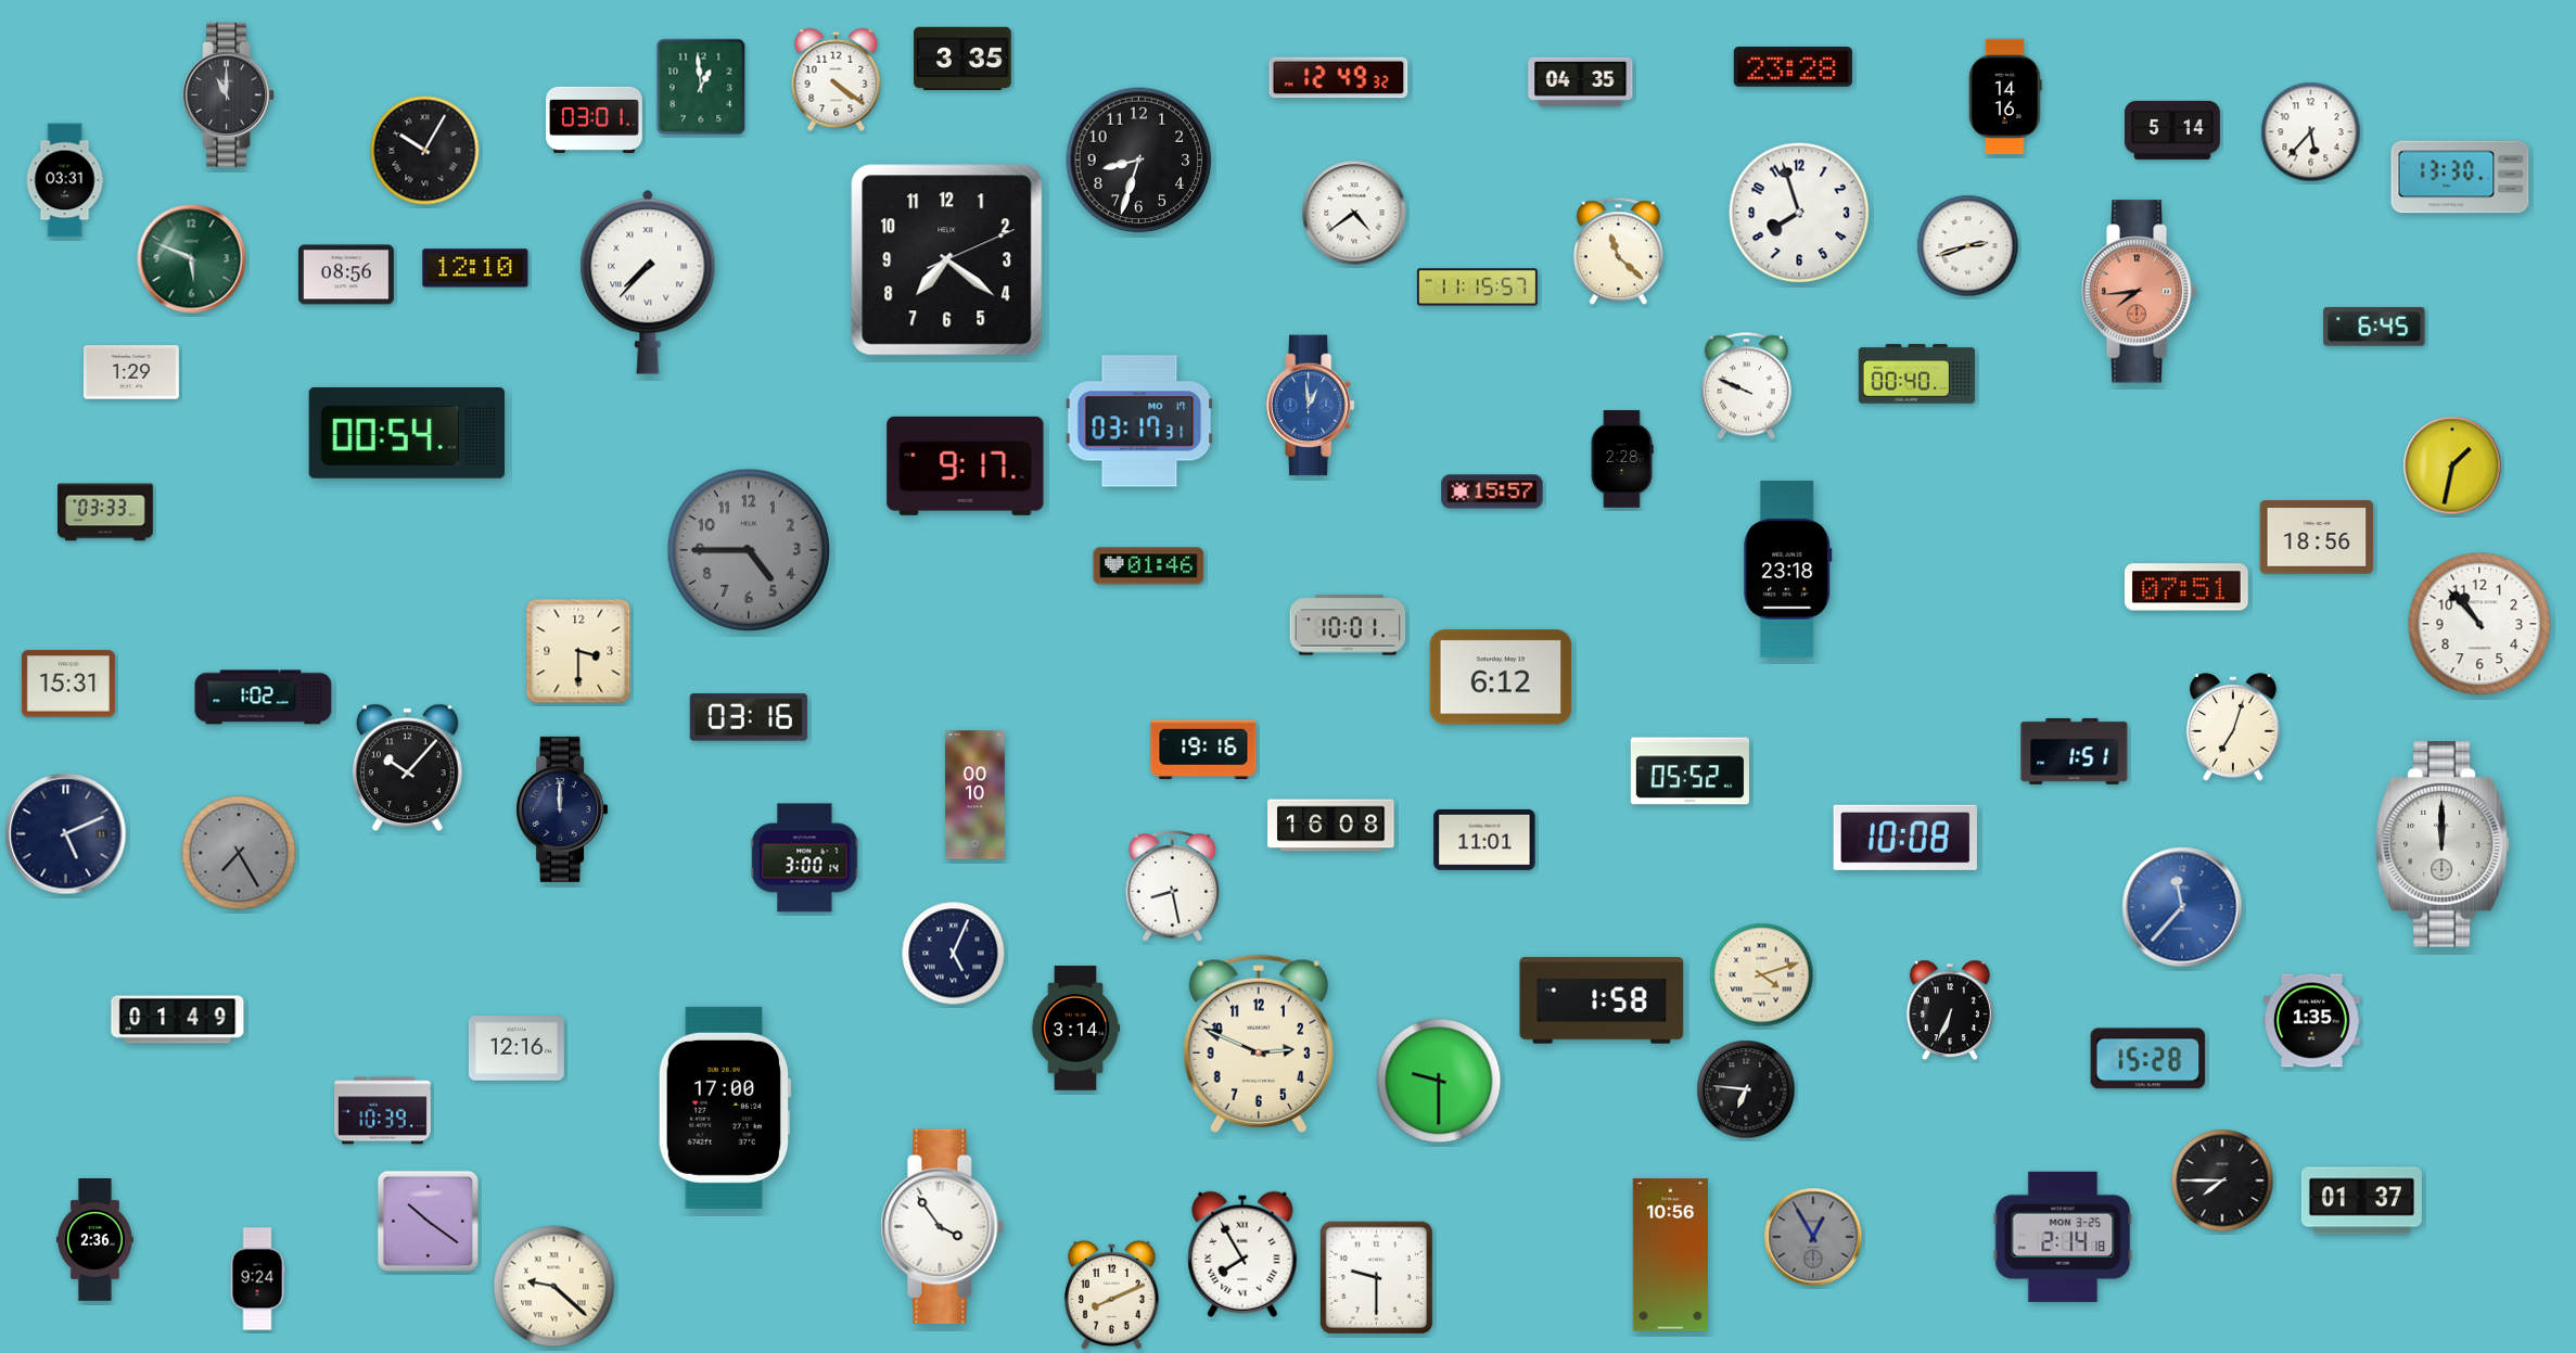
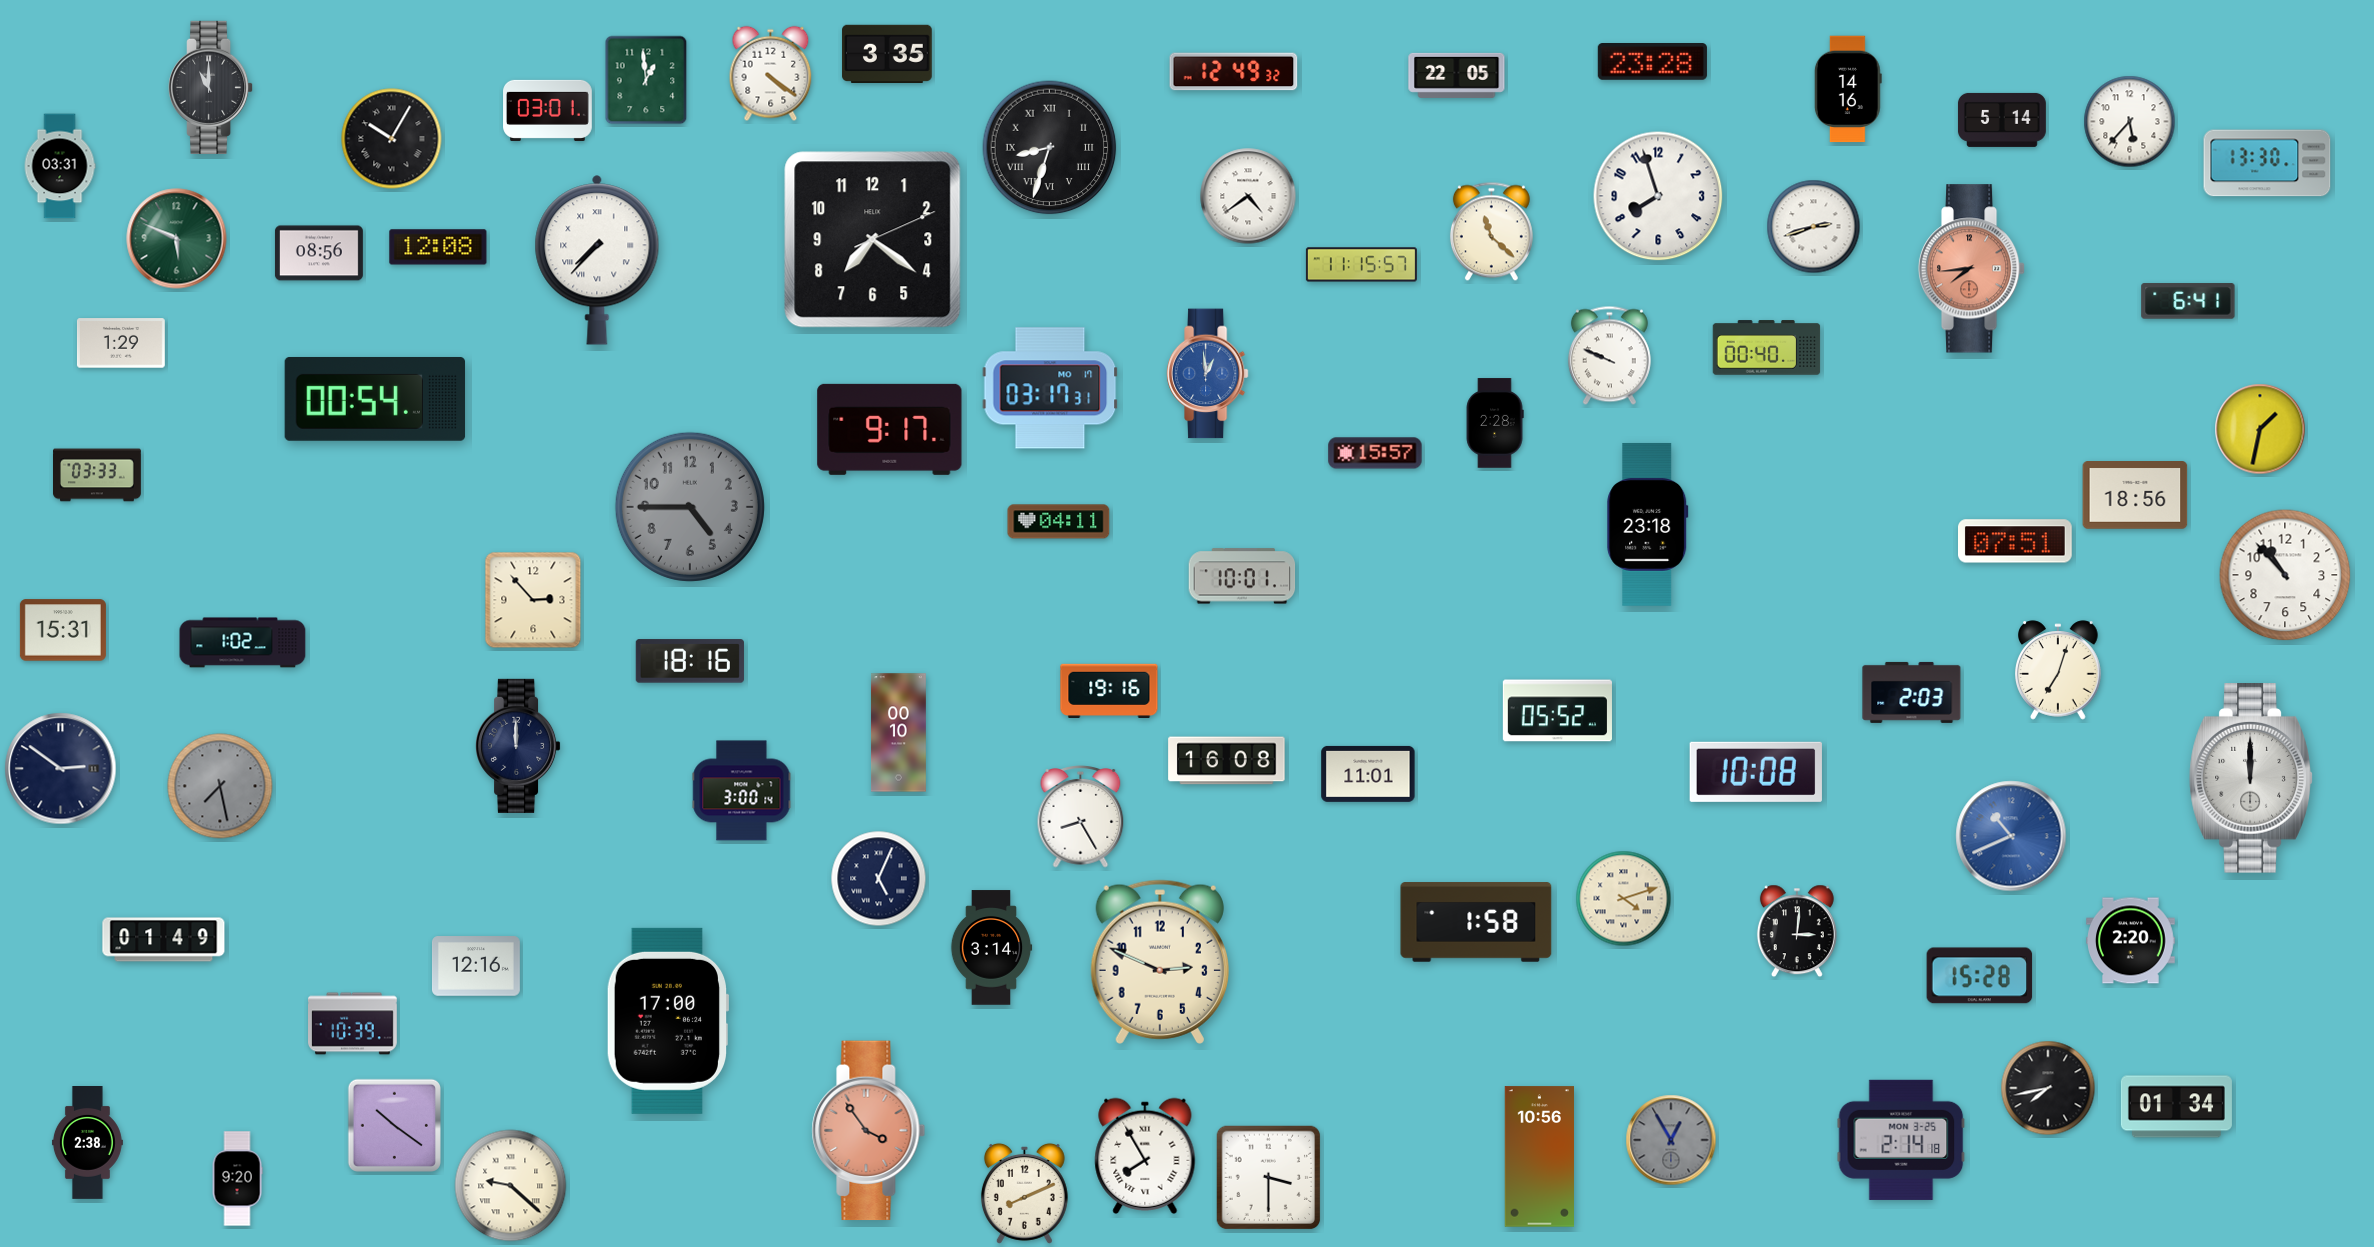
clock at (1581, 81): 04:35 -> 22:05
clock at (1139, 161) numerals: Arabic -> Roman
clock at (475, 268): 12:10 -> 12:08
clock at (2374, 327): 6:45 -> 6:41
clock at (1917, 374) position: (1917, 374) -> (1767, 348)
clock at (106, 512) position: (106, 512) -> (98, 475)
clock at (1149, 566): 01:46 -> 04:11
clock at (578, 651): 3:30 -> 2:53
clock at (1501, 677): 6:12 -> none
clock at (749, 717): 03:16 -> 18:16
clock at (2075, 751): 1:51 -> 2:03
clock at (408, 768): 10:07 -> none
clock at (66, 834): 5:11 -> 2:51
clock at (239, 853): 7:25 -> 7:28
clock at (1173, 886): 8:28 -> 8:25
clock at (2182, 907): 11:37 -> 10:41
clock at (1950, 1010): 6:34 -> 3:01
clock at (2312, 1021): 1:35 -> 2:20
clock at (1439, 1081): 9:30 -> none
clock at (1746, 1089): 6:46 -> none
clock at (2222, 1180): 7:45 -> 7:43
clock at (2361, 1201): 01:37 -> 01:34
clock at (943, 1227) dial: white -> salmon
clock at (94, 1240): 2:36 -> 2:38
clock at (1377, 1278): 9:30 -> 3:30
clock at (257, 1279): 9:24 -> 9:20
